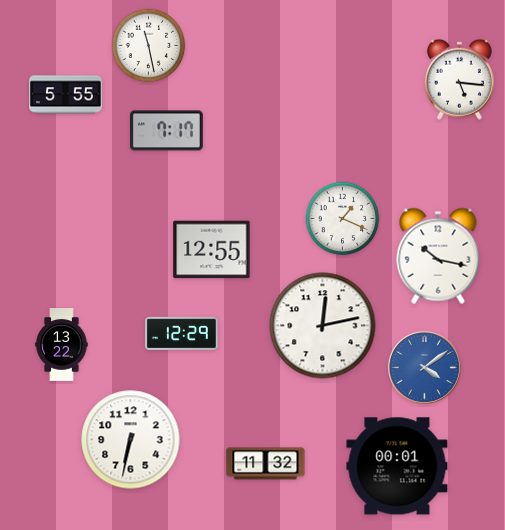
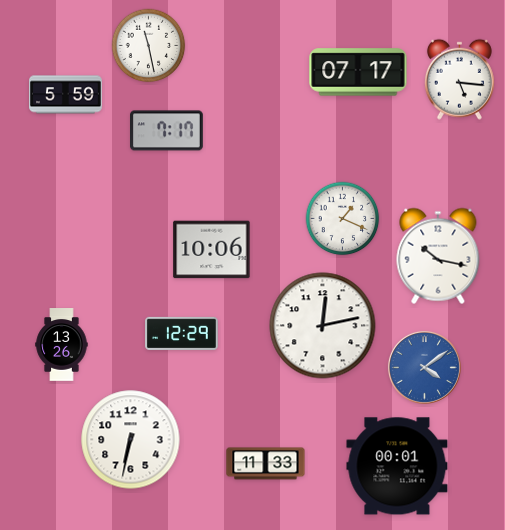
clock at (358, 72): none -> 07:17
clock at (66, 95): 5:55 -> 5:59
clock at (212, 250): 12:55 -> 10:06
clock at (62, 345): 13:22 -> 13:26
clock at (266, 464): 11:32 -> 11:33
